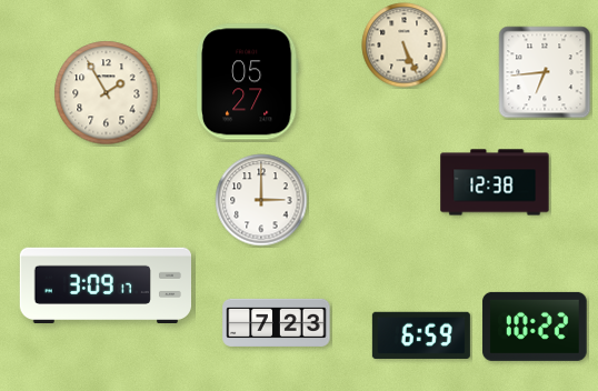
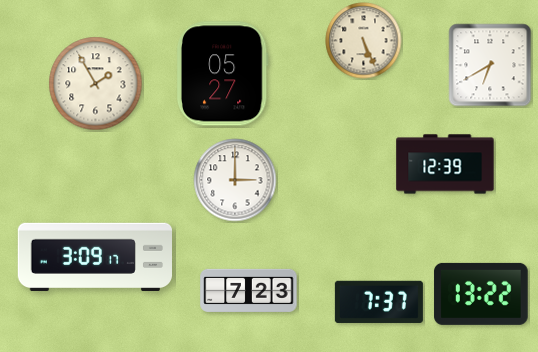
clock at (545, 72): 6:44 -> 6:40
clock at (495, 182): 12:38 -> 12:39
clock at (535, 327): 10:22 -> 13:22
clock at (421, 335): 6:59 -> 7:37
